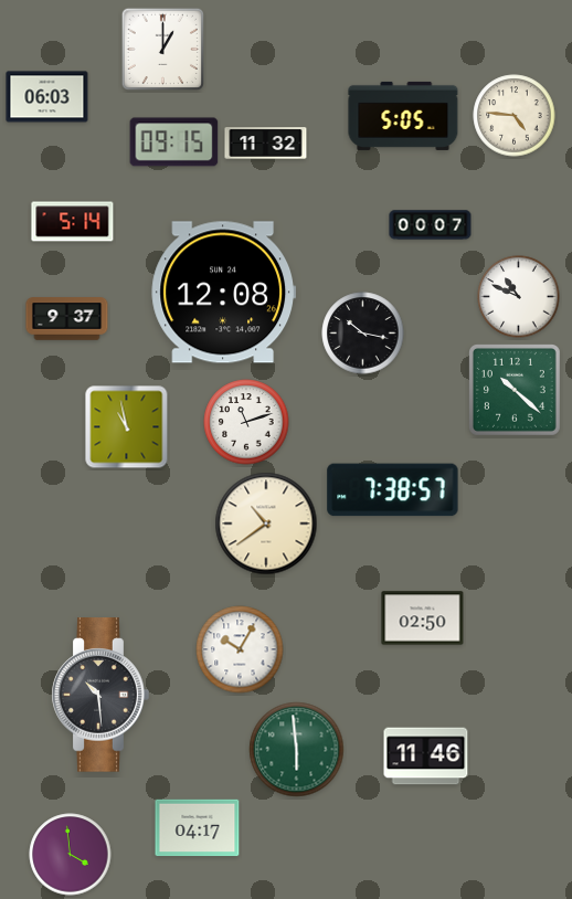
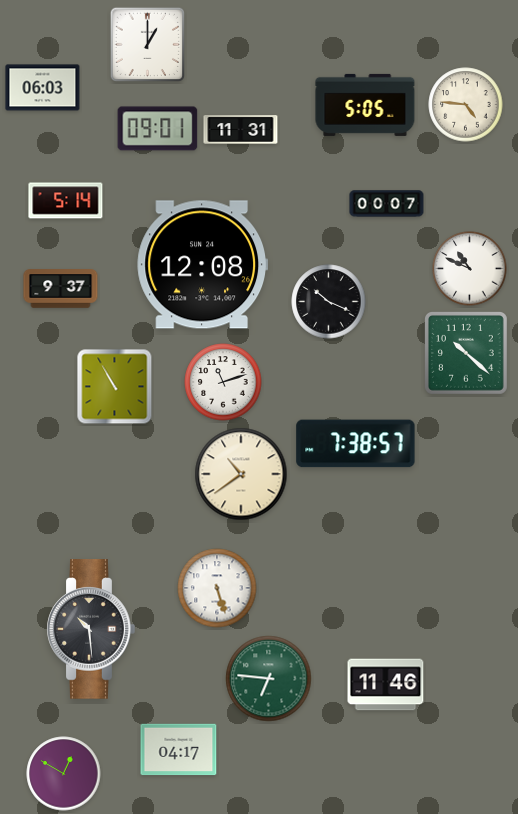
clock at (174, 142): 09:15 -> 09:01
clock at (266, 144): 11:32 -> 11:31
clock at (431, 225) position: (431, 225) -> (387, 204)
clock at (363, 334): 10:17 -> 10:19
clock at (127, 427): 10:58 -> 10:55
clock at (423, 618): 02:50 -> none
clock at (240, 649): 10:05 -> 5:27
clock at (297, 750): 5:59 -> 6:46
clock at (71, 855): 3:59 -> 12:50
